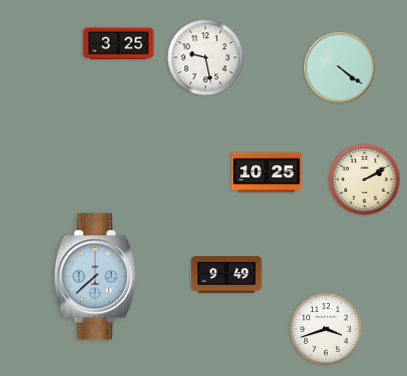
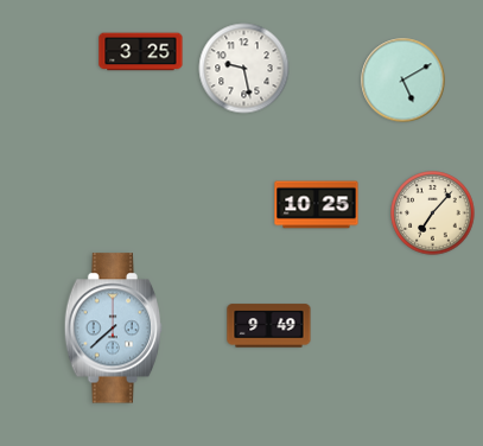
clock at (340, 68): 4:21 -> 5:10
clock at (365, 180): 2:10 -> 7:07
clock at (326, 329): 3:42 -> none
